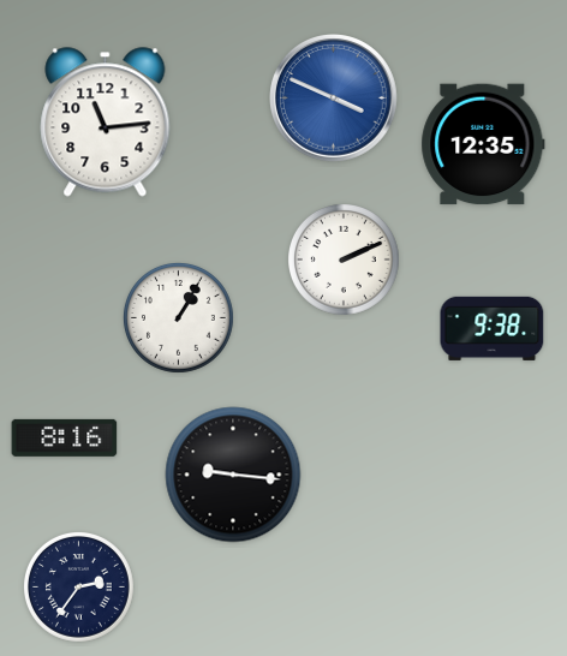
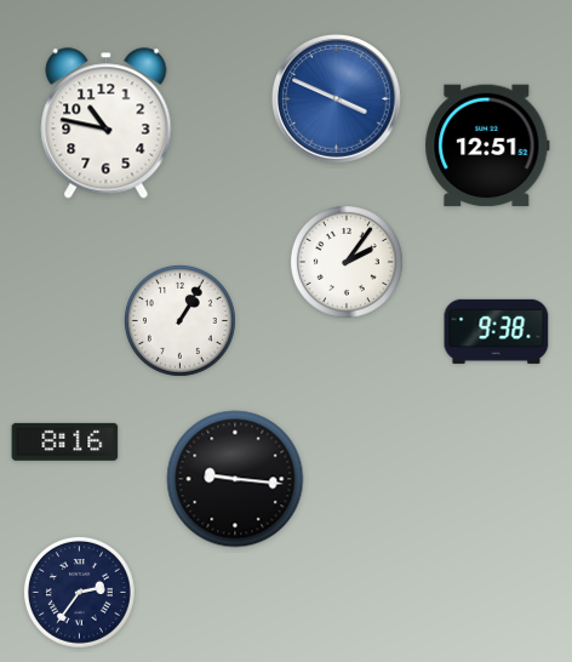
clock at (106, 123): 11:14 -> 10:47
clock at (483, 144): 12:35 -> 12:51
clock at (345, 261): 2:11 -> 2:06
